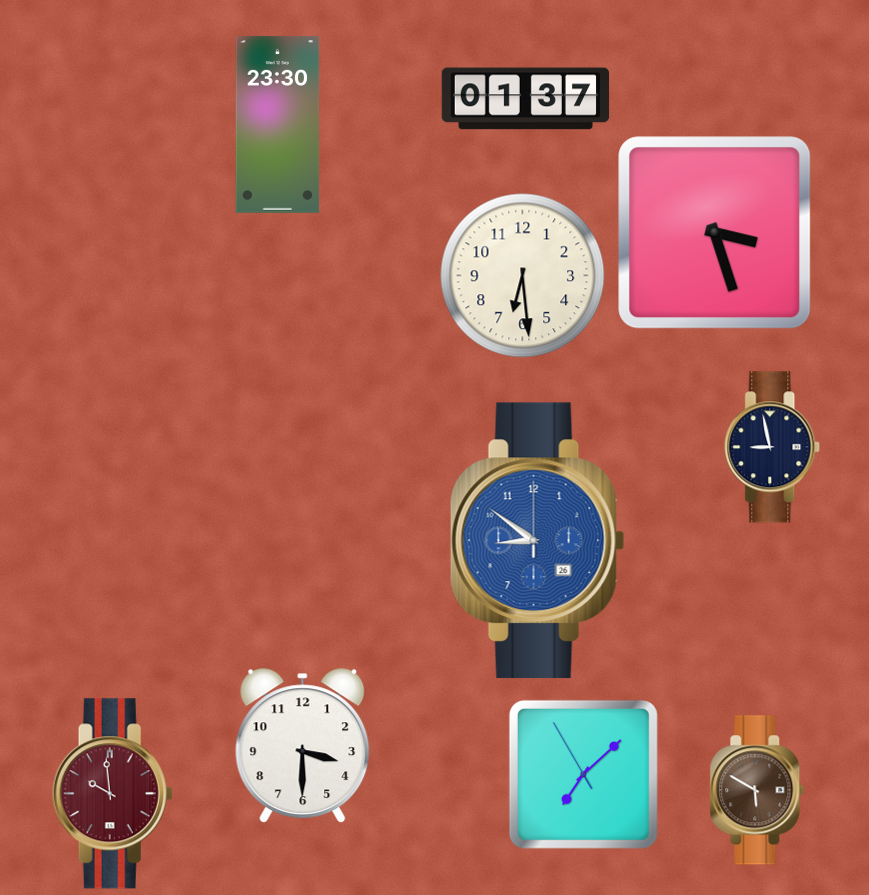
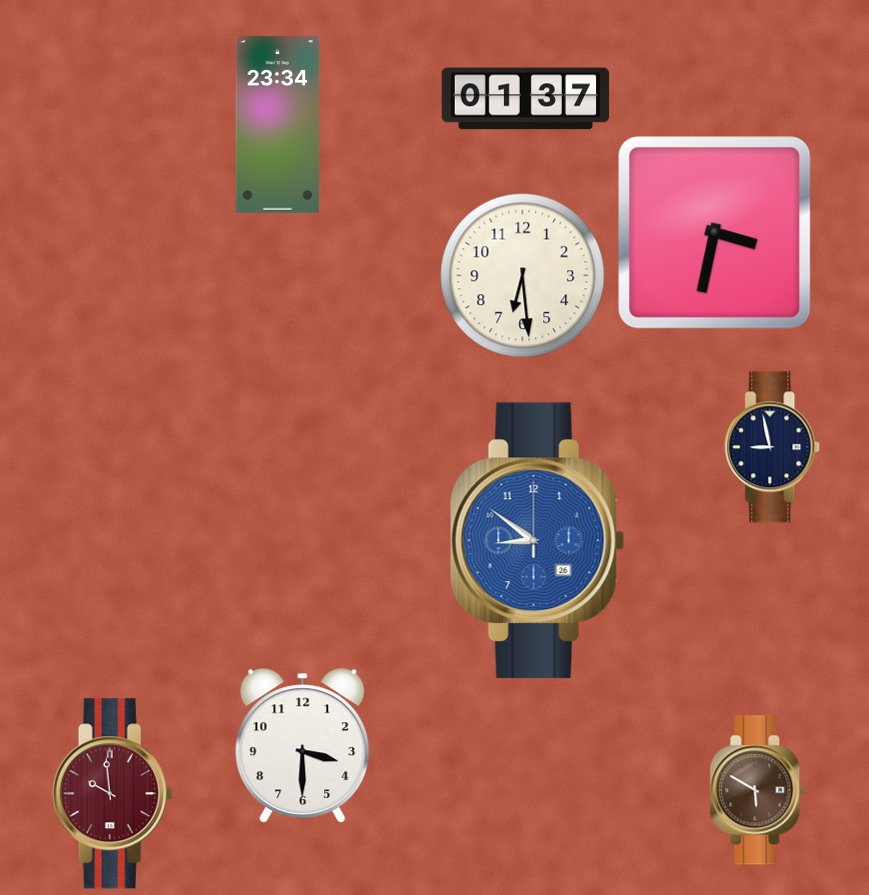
clock at (278, 124): 23:30 -> 23:34
clock at (715, 233): 3:27 -> 3:32
clock at (583, 774): 7:07 -> none
